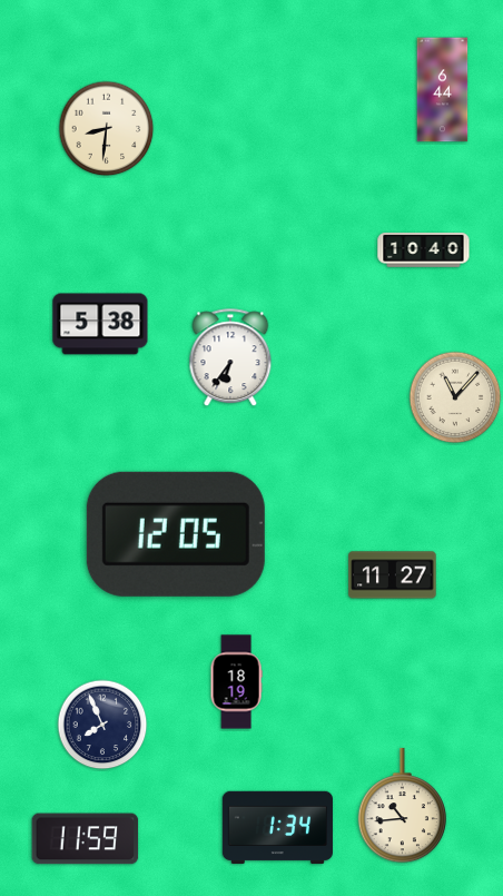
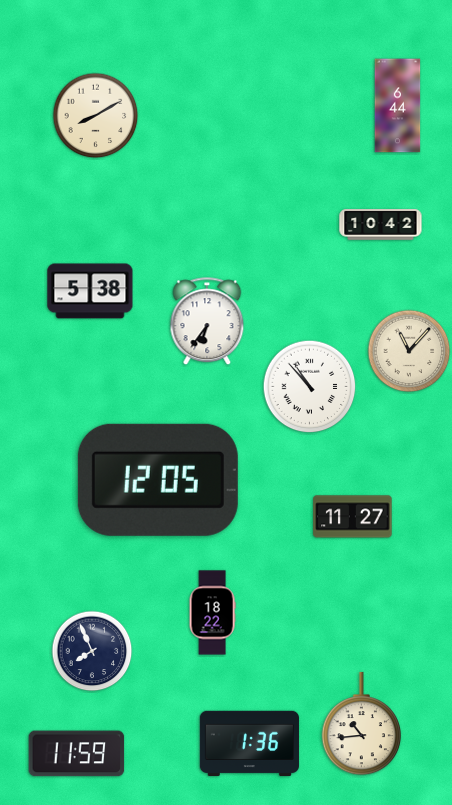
clock at (443, 90) position: (443, 90) -> (398, 106)
clock at (107, 129): 8:31 -> 8:10
clock at (424, 250): 10:40 -> 10:42
clock at (455, 397) position: (455, 397) -> (409, 351)
clock at (310, 387): none -> 10:53
clock at (236, 682): 18:19 -> 18:22
clock at (277, 828): 1:34 -> 1:36
